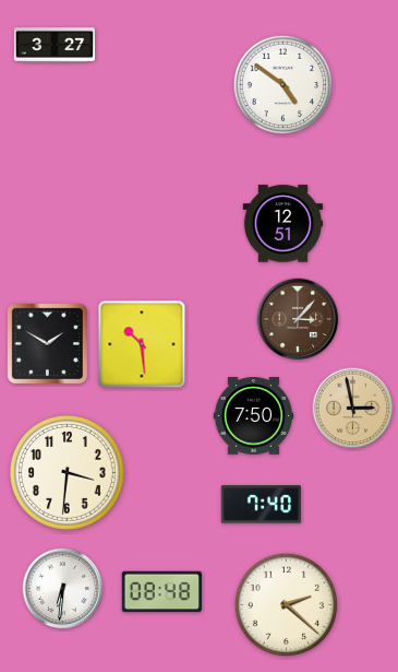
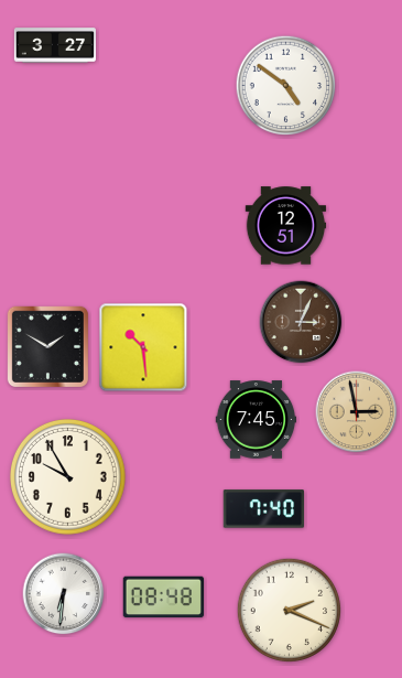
clock at (298, 319): 3:07 -> 3:04
clock at (254, 416): 7:50 -> 7:45
clock at (67, 472): 3:31 -> 9:55
clock at (286, 604): 2:22 -> 2:19
